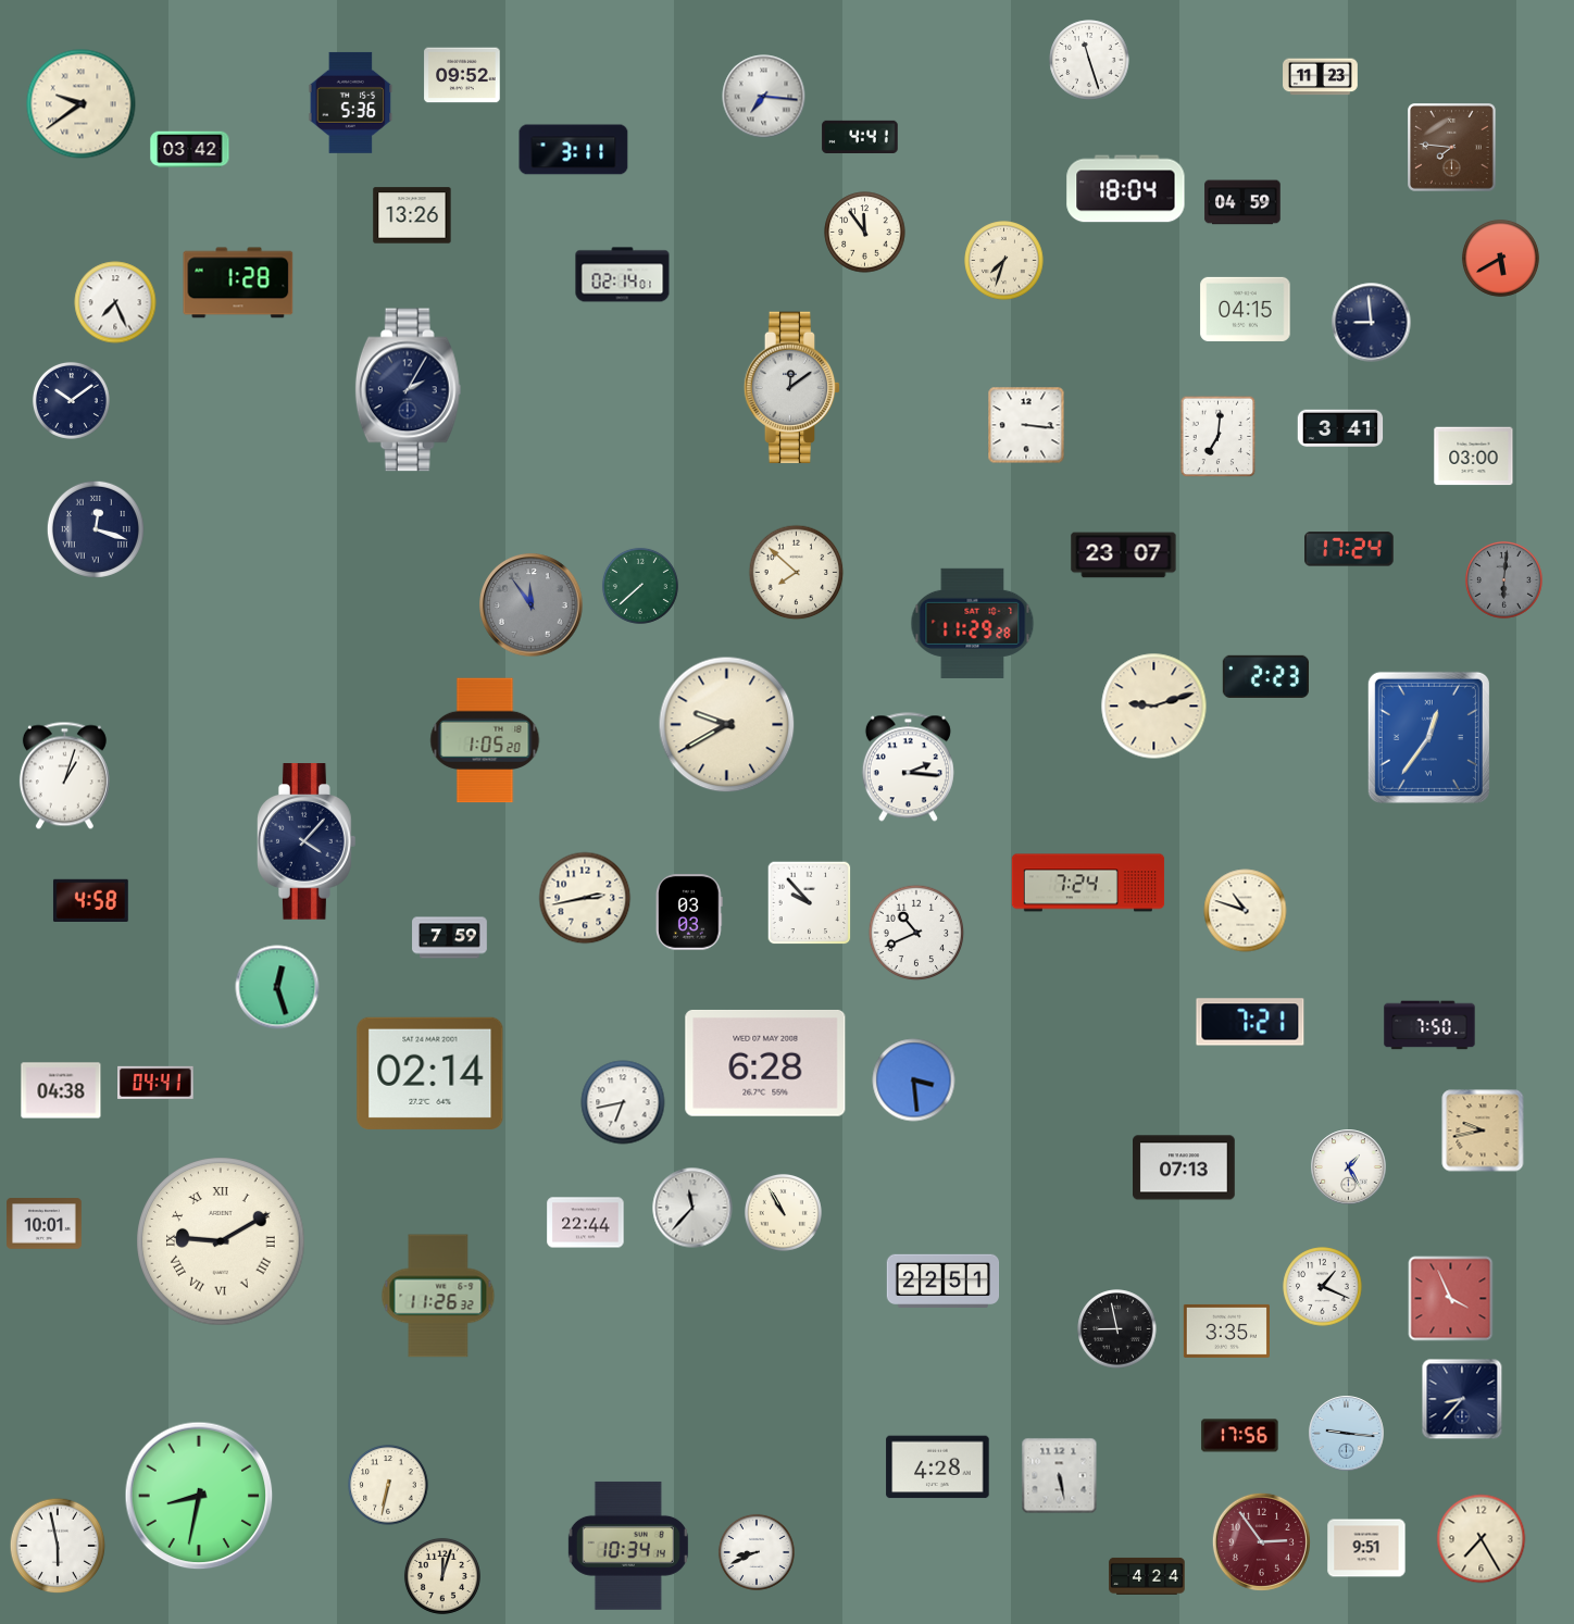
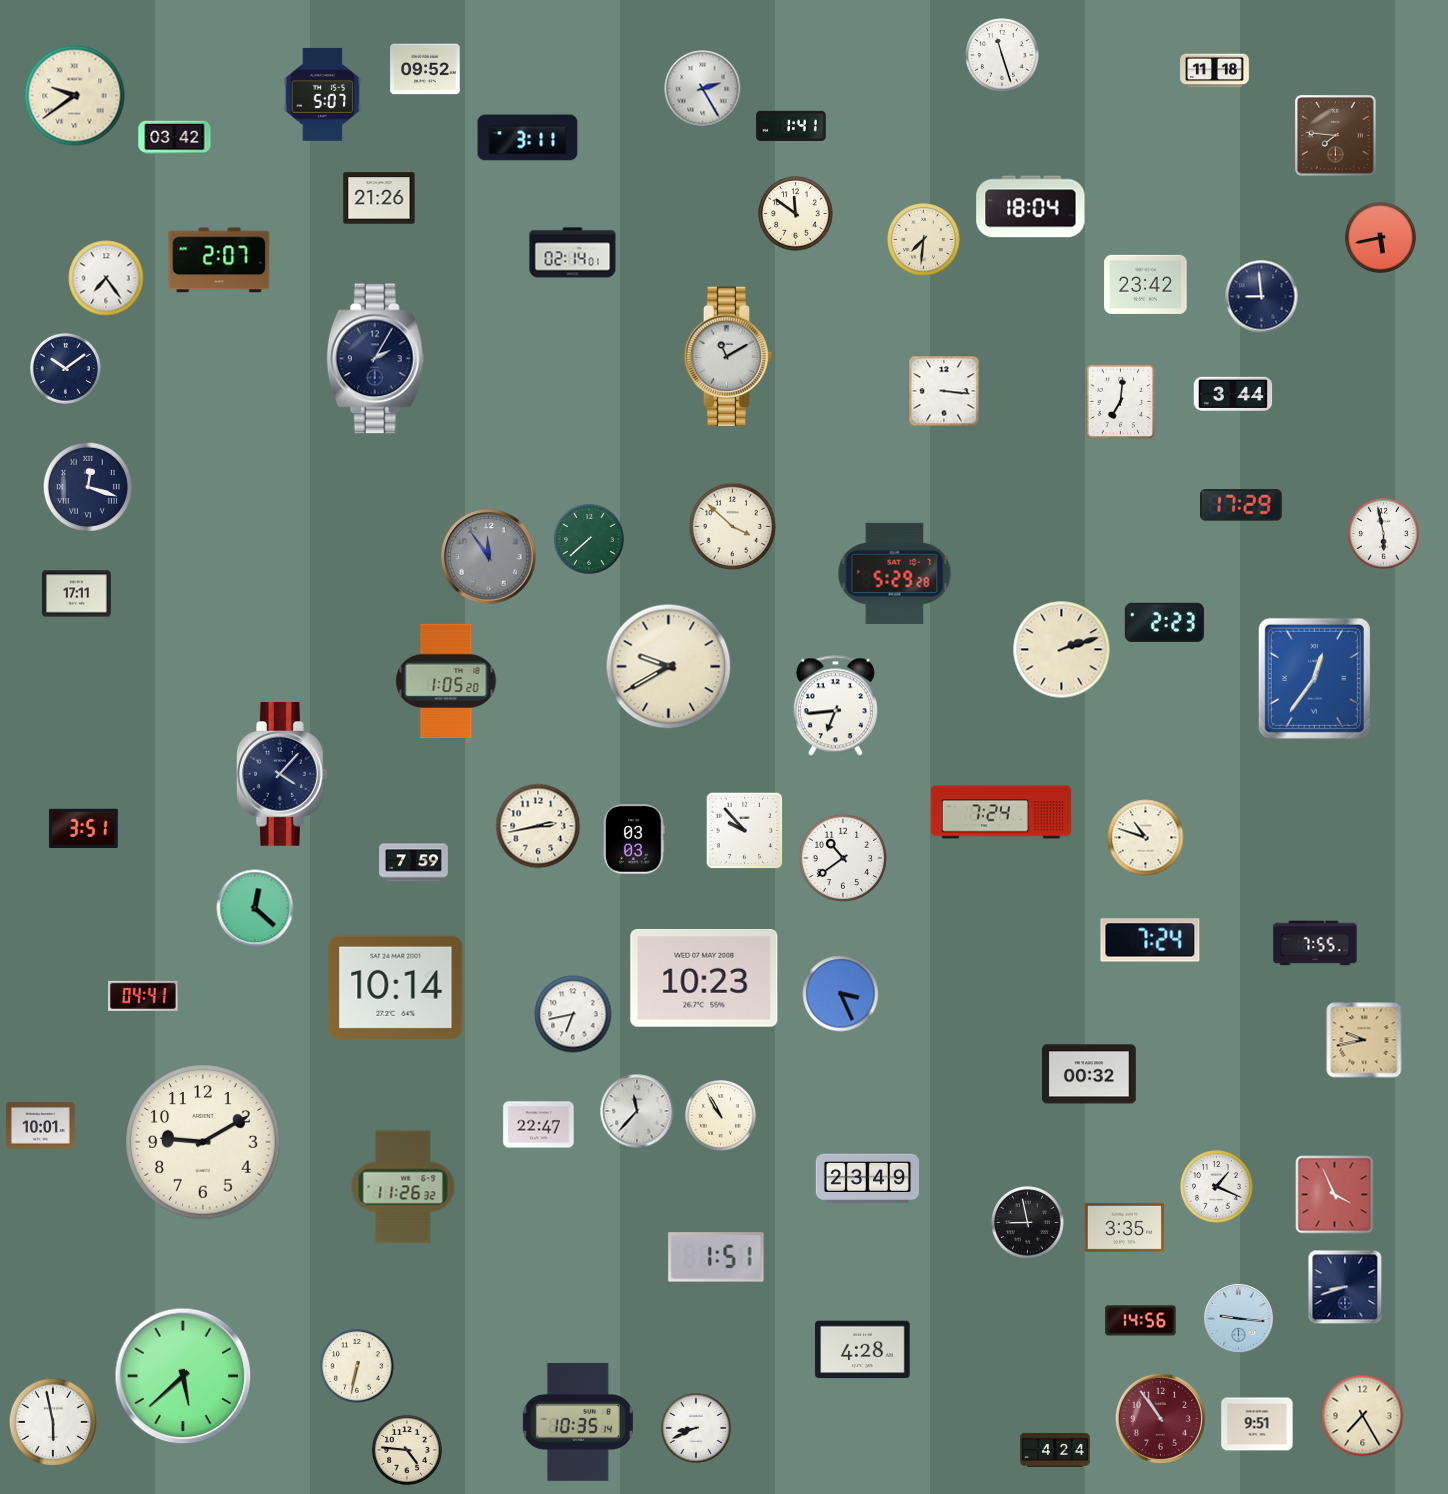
clock at (1321, 77): 11:23 -> 11:18
clock at (764, 97): 7:16 -> 2:25
clock at (351, 102): 5:36 -> 5:07
clock at (860, 136): 4:41 -> 1:41
clock at (1126, 189) position: (1126, 189) -> (1031, 207)
clock at (1242, 202): 04:59 -> none
clock at (412, 215): 13:26 -> 21:26
clock at (865, 233): 11:54 -> 11:51
clock at (1500, 258): 5:40 -> 5:43
clock at (1004, 261): 7:33 -> 7:31
clock at (238, 283): 1:28 -> 2:07
clock at (115, 302): 7:26 -> 7:24
clock at (1246, 309): 04:15 -> 23:42
clock at (792, 388): 12:09 -> 11:10
clock at (1340, 427): 3:41 -> 3:44
clock at (1474, 457): 03:00 -> none
clock at (1350, 549): 17:24 -> 17:29
clock at (1124, 555): 23:07 -> none
clock at (797, 573): 7:52 -> 3:52
clock at (1503, 579): 6:01 -> 5:58
clock at (1503, 579) dial: grey -> white
clock at (973, 623): 11:29 -> 5:29
clock at (77, 594): none -> 17:11
clock at (1154, 707): 9:12 -> 2:12
clock at (908, 767): 2:16 -> 6:44
clock at (64, 776): 1:03 -> none
clock at (90, 900): 4:58 -> 3:51
clock at (916, 933): 10:41 -> 10:39
clock at (277, 987): 12:27 -> 12:22
clock at (1250, 1022): 7:21 -> 7:24
clock at (1429, 1025): 7:50 -> 7:55
clock at (765, 1063): 6:28 -> 10:23
clock at (430, 1073): 02:14 -> 10:14
clock at (914, 1080): 3:29 -> 3:26
clock at (61, 1090): 04:38 -> none
clock at (1185, 1167): 07:13 -> 00:32
clock at (1349, 1167): 1:25 -> none
clock at (586, 1223): 22:44 -> 22:47
clock at (221, 1241) numerals: Roman -> Arabic
clock at (944, 1281): 22:51 -> 23:49
clock at (1323, 1287) position: (1323, 1287) -> (1217, 1187)
clock at (438, 1296) position: (438, 1296) -> (403, 1187)
clock at (1226, 1331) position: (1226, 1331) -> (1124, 1227)
clock at (716, 1257): none -> 1:51
clock at (1462, 1399): 8:37 -> 8:42
clock at (1240, 1436): 17:56 -> 14:56
clock at (1060, 1476): 5:28 -> none
clock at (199, 1496): 8:32 -> 5:38
clock at (1261, 1541): 2:54 -> 10:54
clock at (628, 1546): 10:34 -> 10:35
clock at (442, 1576): 12:03 -> 4:46
